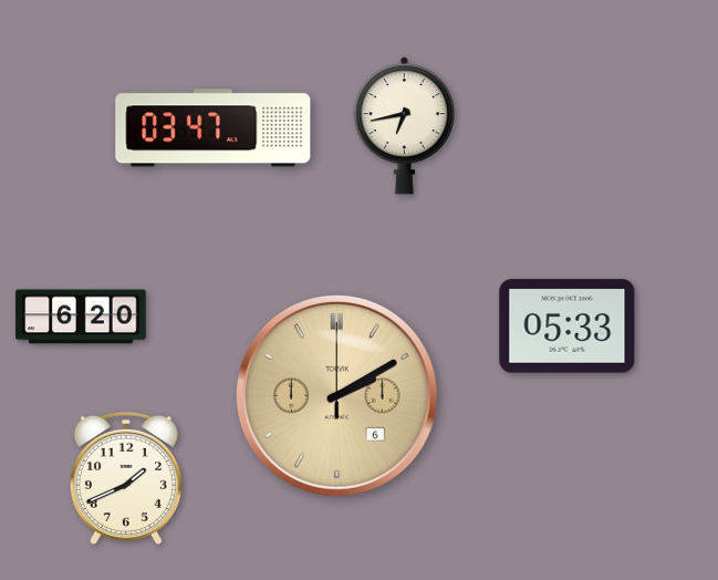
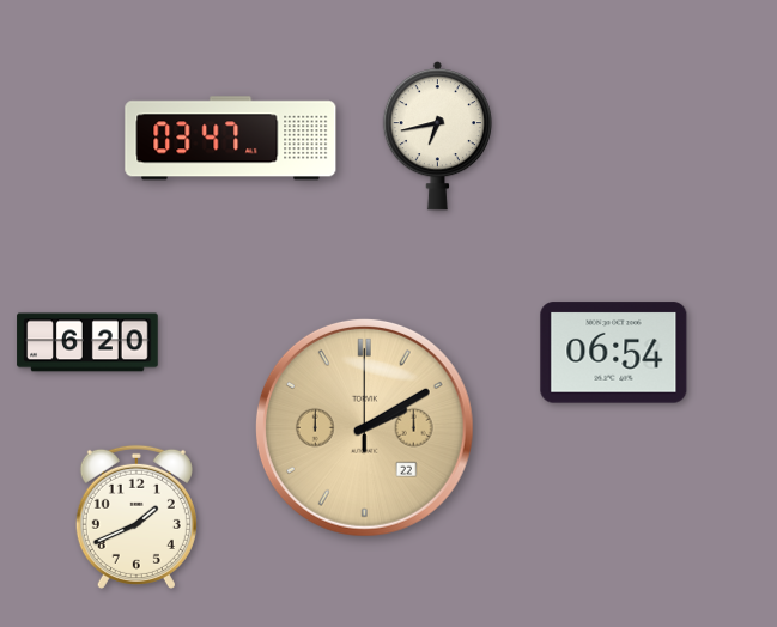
clock at (568, 327): 05:33 -> 06:54
clock at (336, 395) date: 6 -> 22
